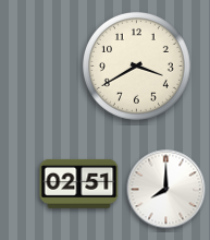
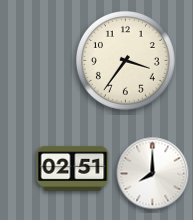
clock at (136, 65): 3:40 -> 3:36
